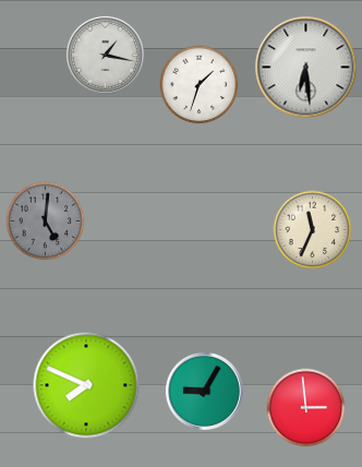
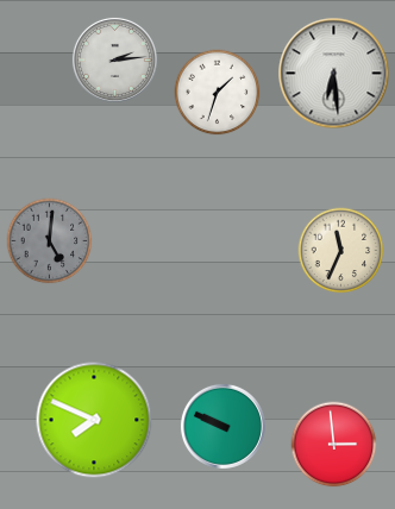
clock at (105, 55): 1:17 -> 2:14
clock at (204, 391): 9:05 -> 9:49
